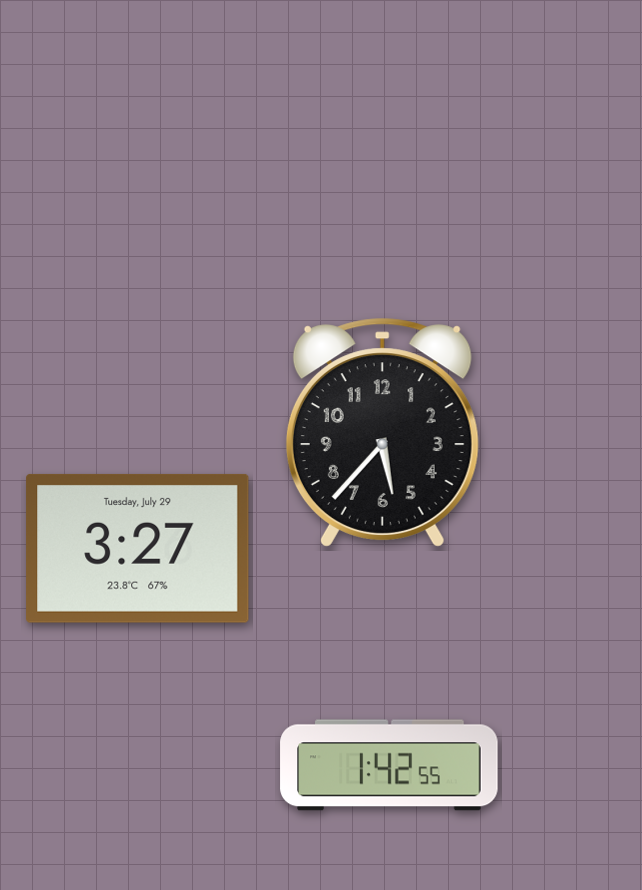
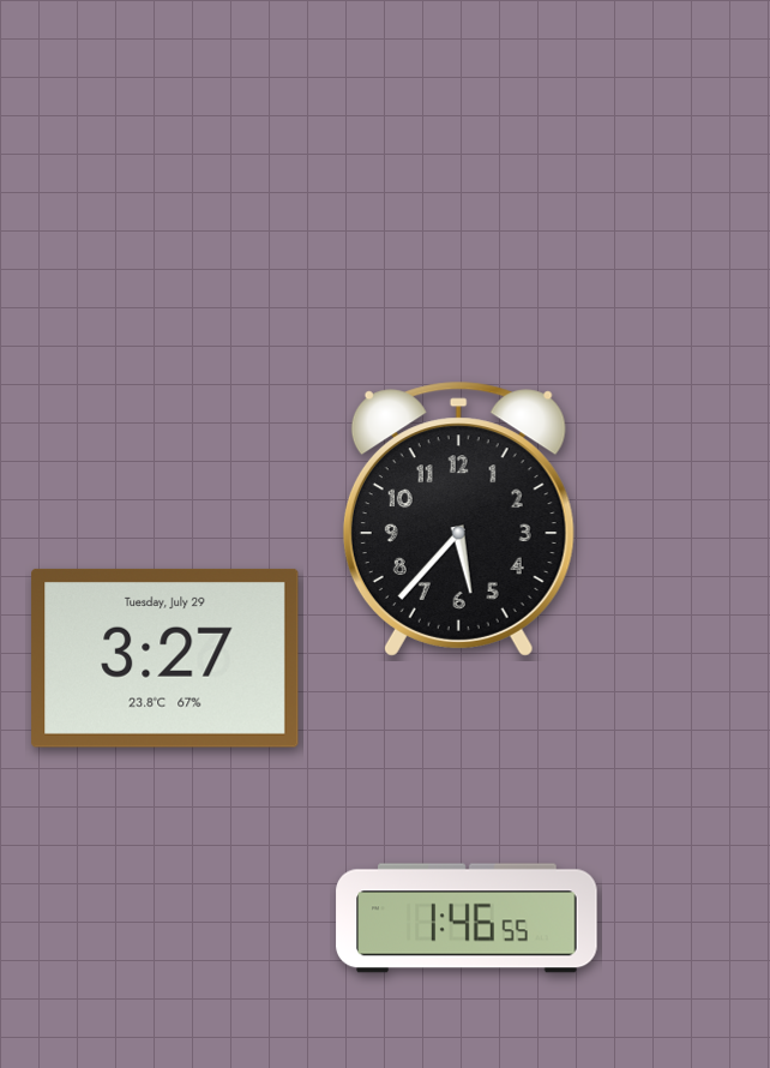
clock at (389, 765): 1:42 -> 1:46
